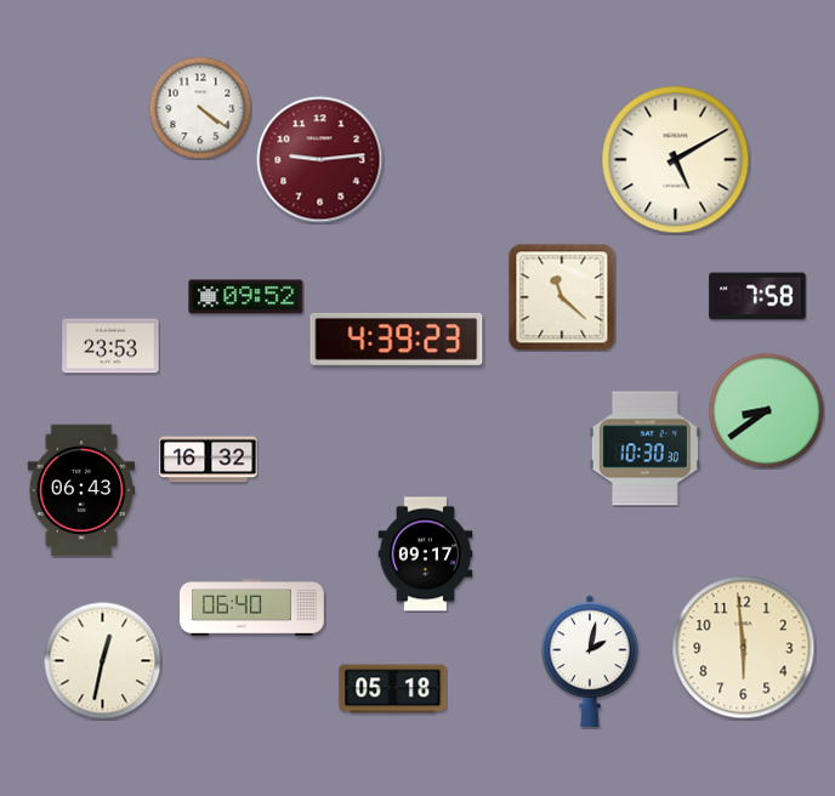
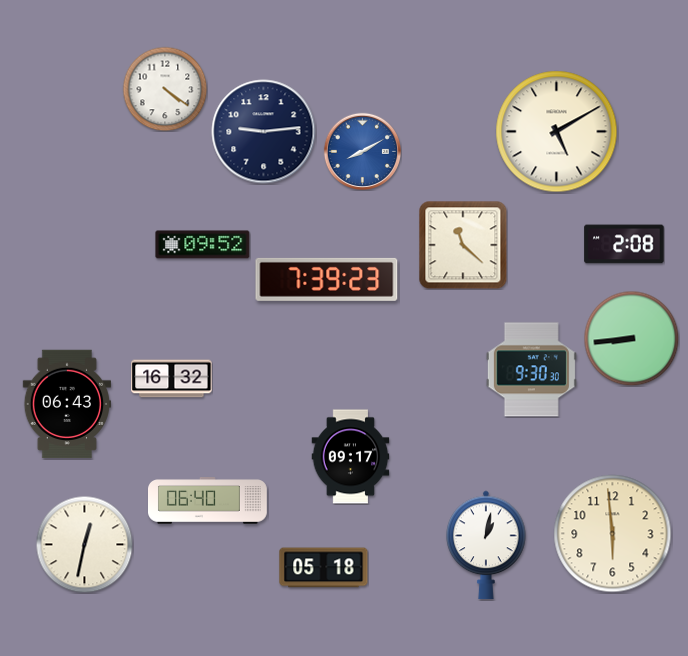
clock at (320, 160) dial: burgundy -> navy
clock at (362, 151): none -> 8:10
clock at (757, 296): 7:58 -> 2:08
clock at (397, 339): 4:39 -> 7:39
clock at (110, 346): 23:53 -> none
clock at (766, 410): 8:39 -> 8:44
clock at (644, 449): 10:30 -> 9:30
clock at (590, 661): 2:02 -> 1:02
